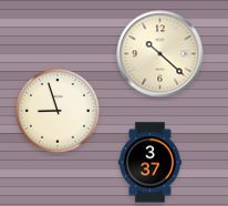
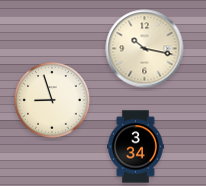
clock at (160, 54): 10:22 -> 10:17
clock at (151, 163): 3:37 -> 3:34
